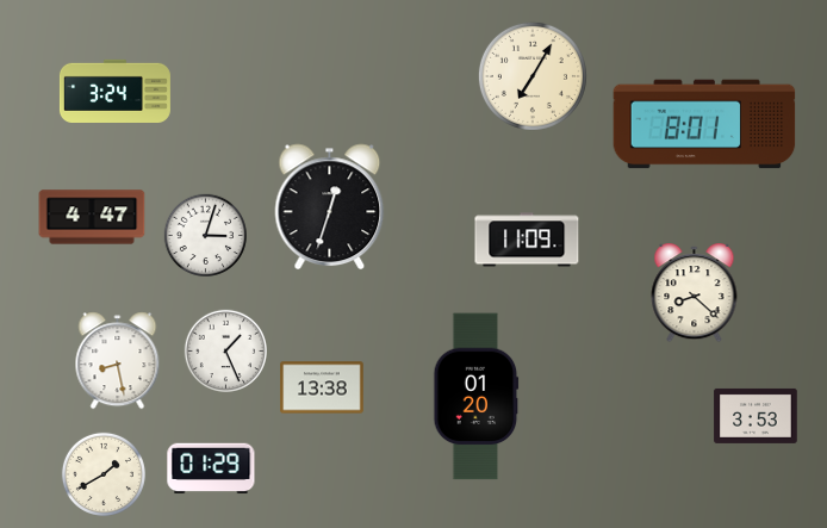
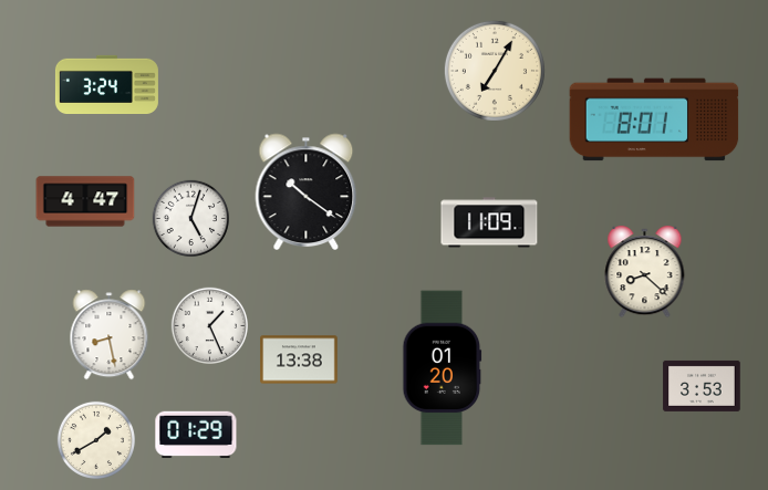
clock at (704, 124) position: (704, 124) -> (654, 119)
clock at (330, 206): 12:33 -> 10:21
clock at (205, 235): 3:03 -> 5:03
